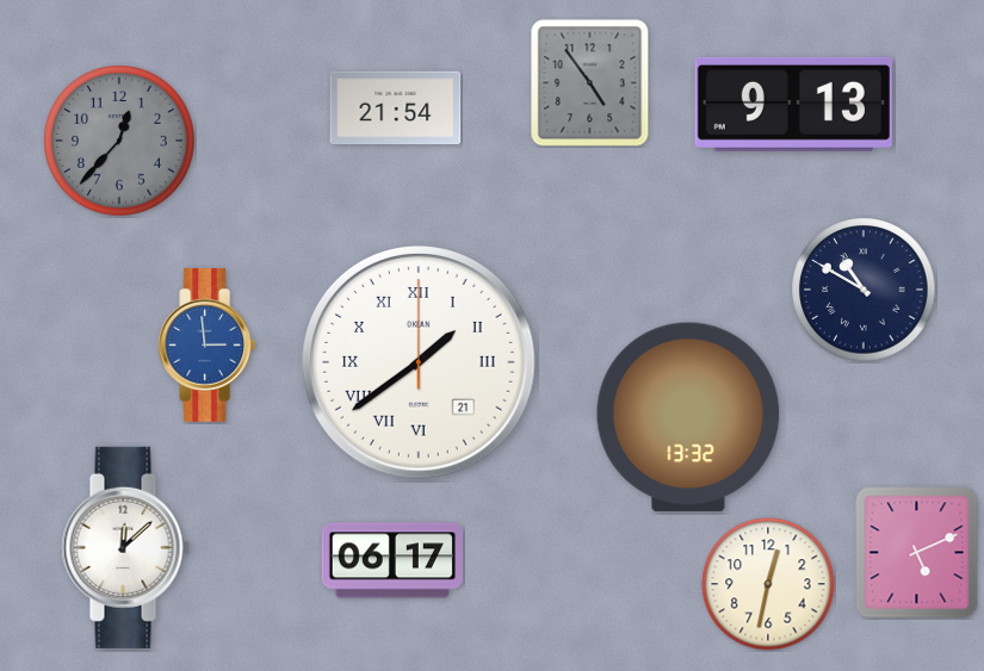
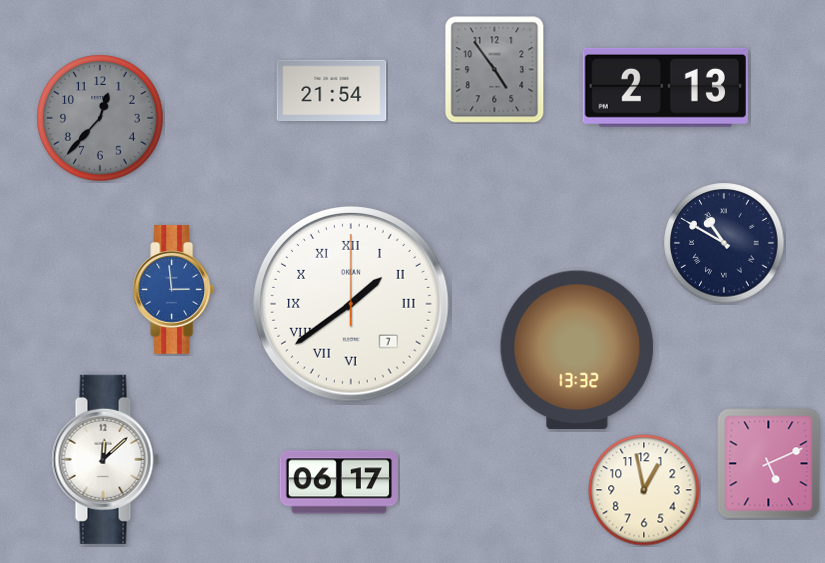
clock at (793, 104): 9:13 -> 2:13
clock at (420, 364) date: 21 -> 7
clock at (392, 560) position: (392, 560) -> (339, 482)
clock at (768, 584): 12:32 -> 12:58
